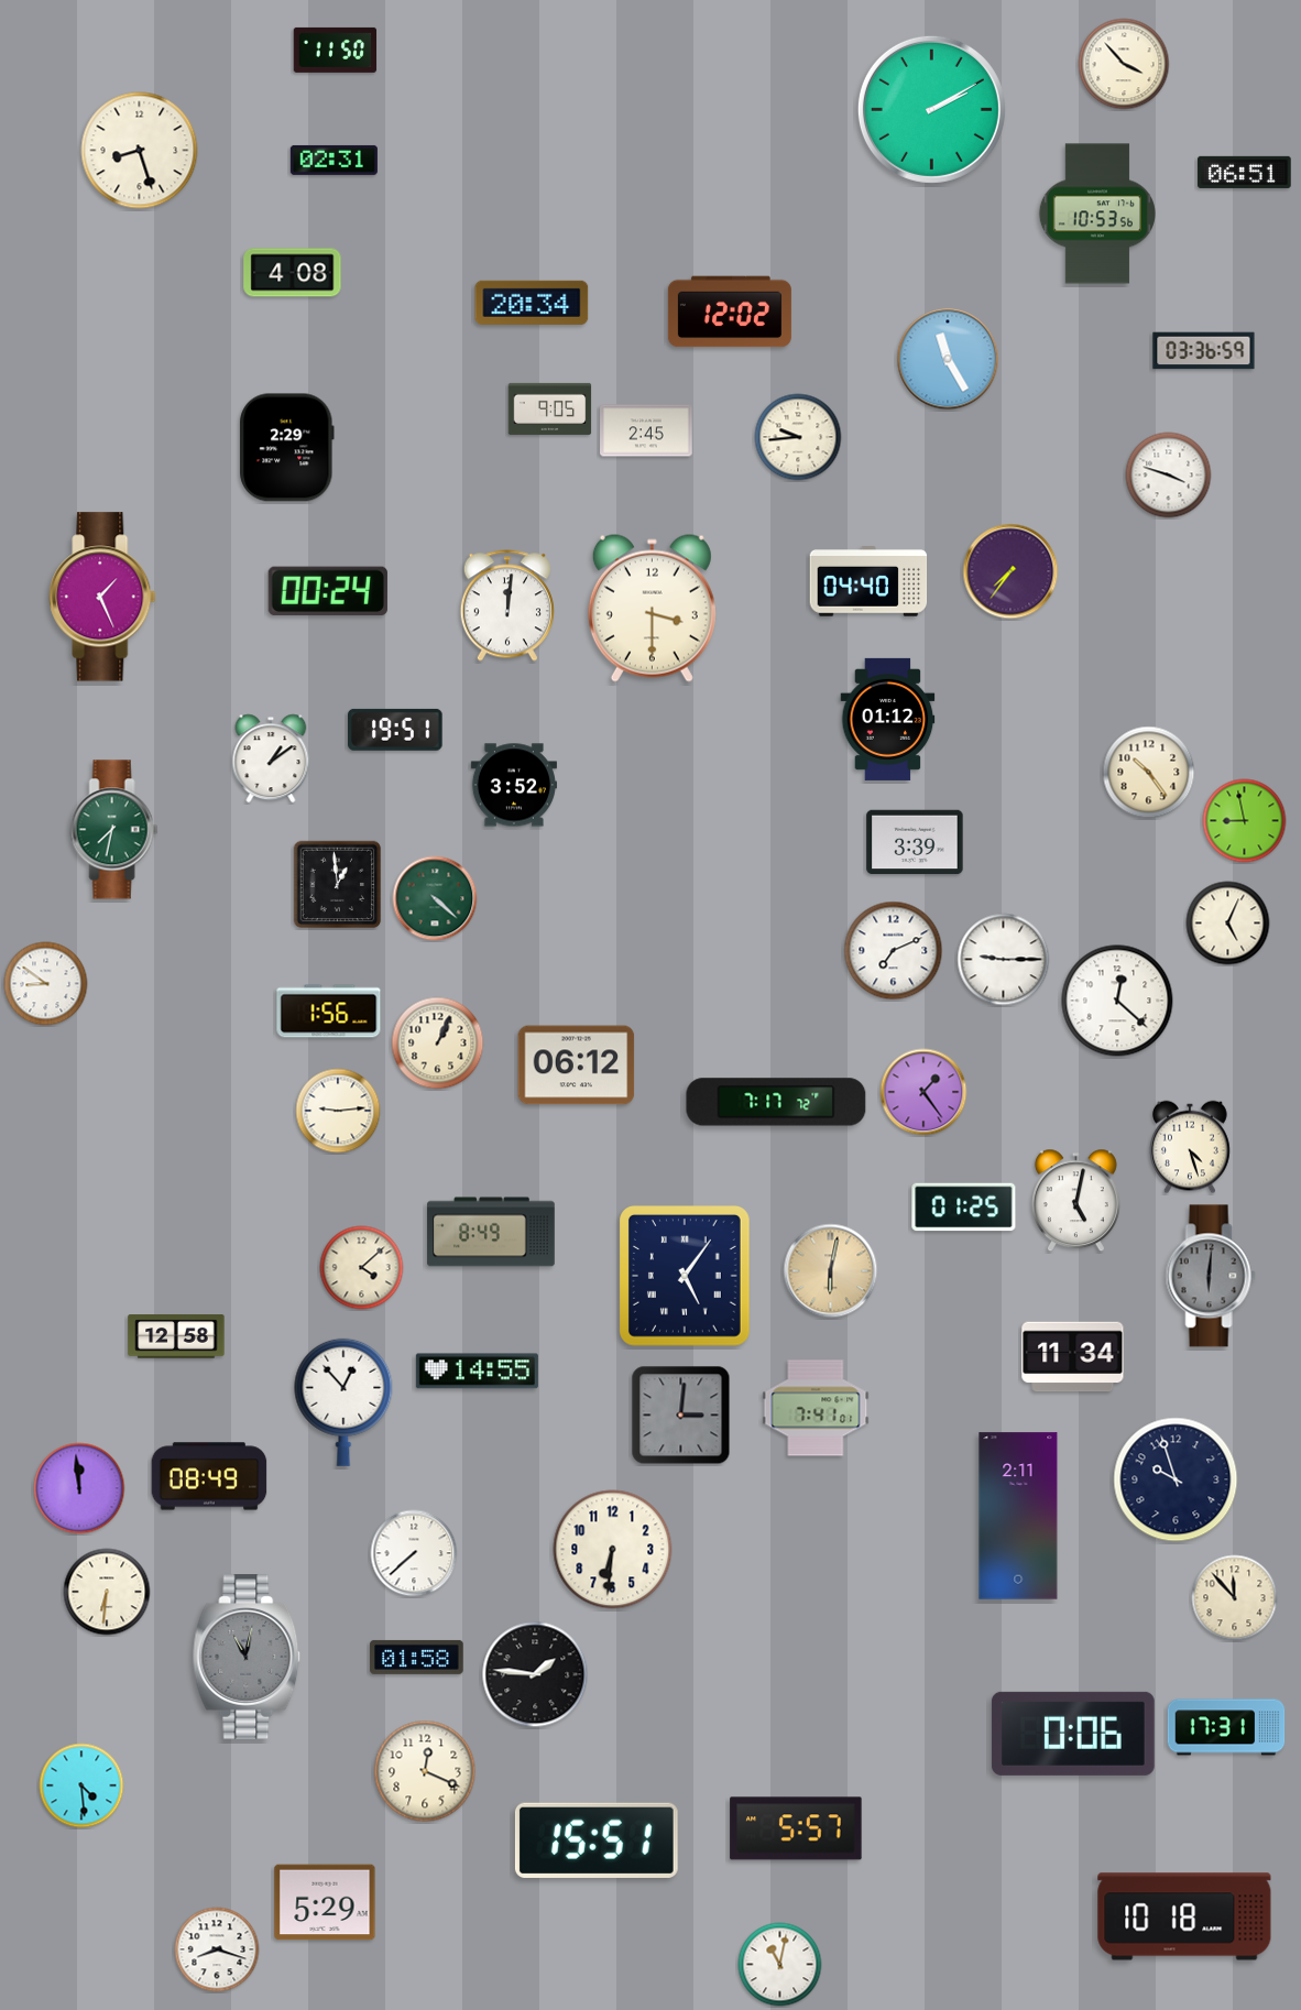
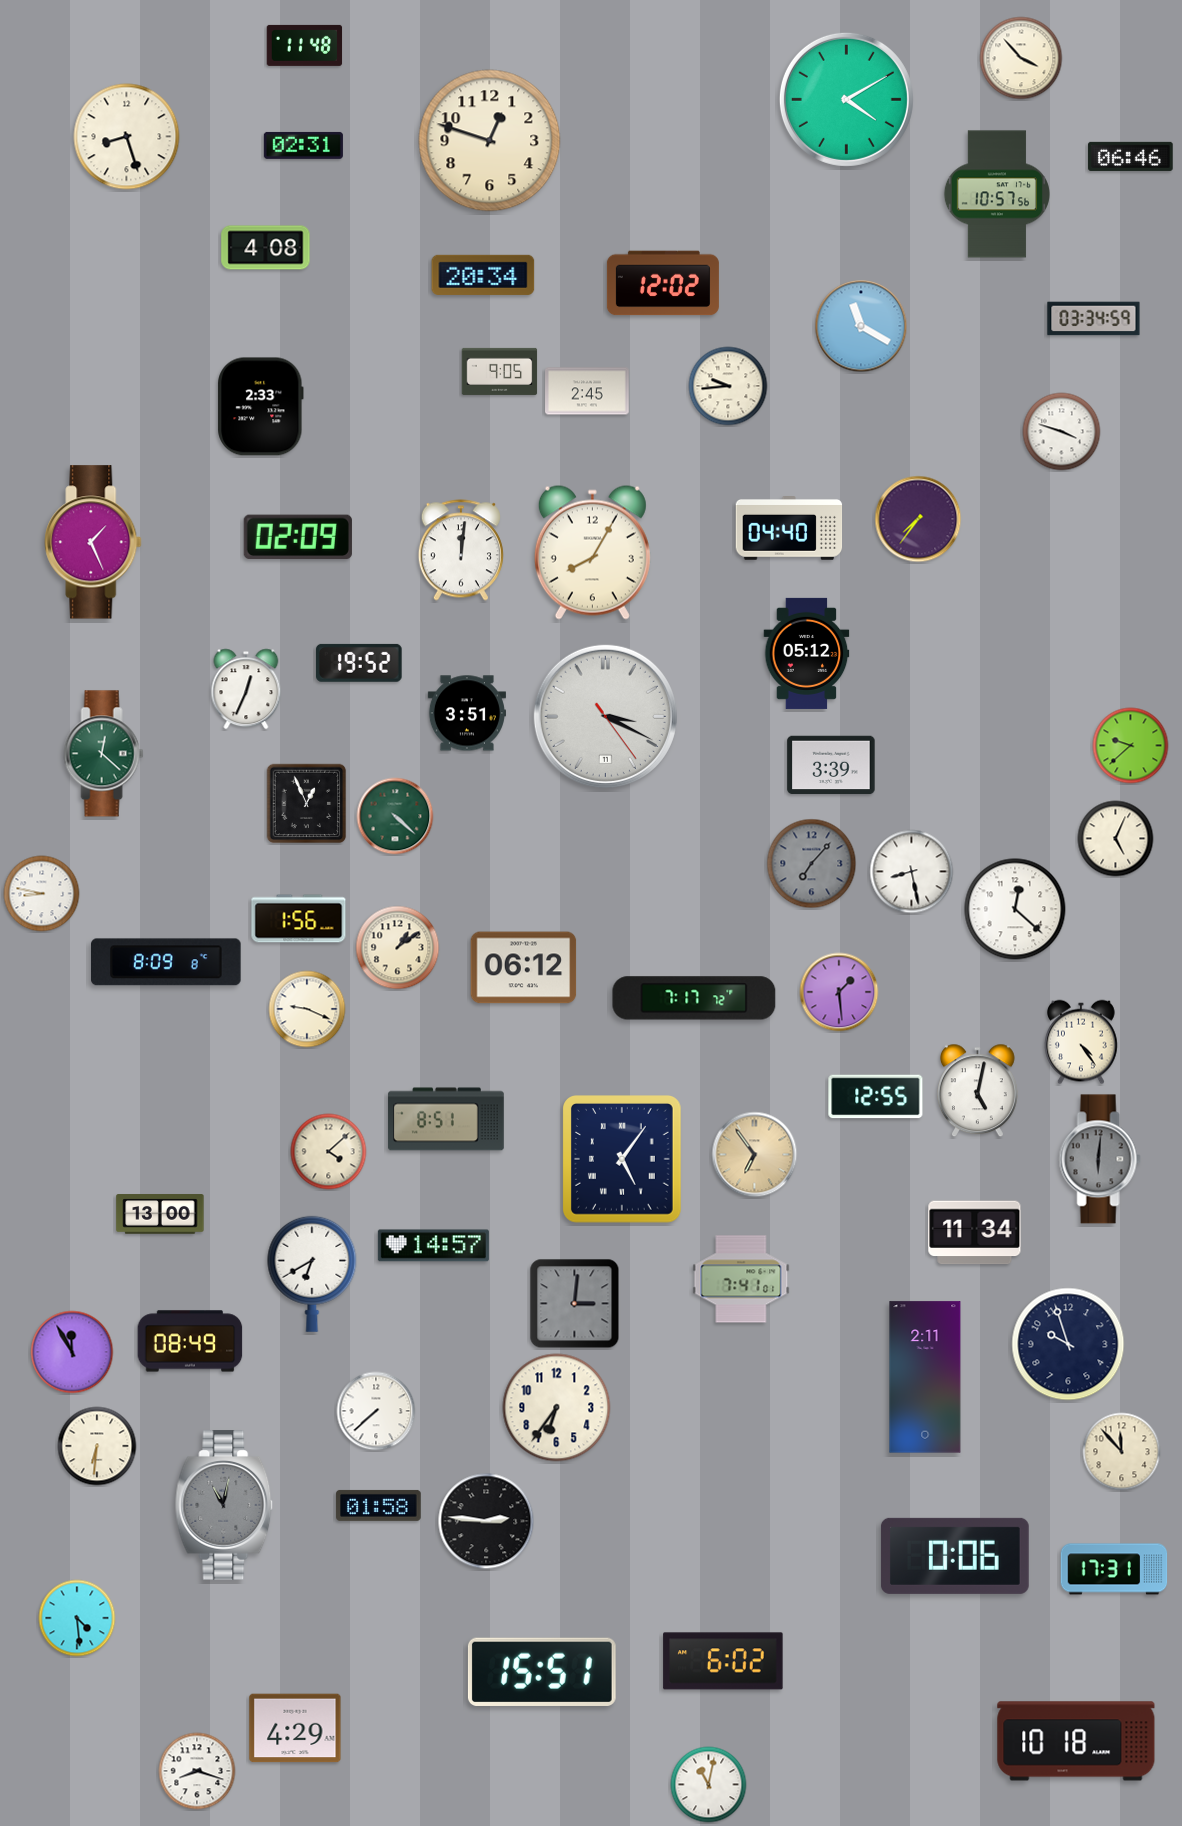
clock at (336, 50): 11:50 -> 11:48
clock at (931, 109): 2:10 -> 4:10
clock at (490, 141): none -> 12:48
clock at (1245, 172): 06:51 -> 06:46
clock at (1097, 214): 10:53 -> 10:57
clock at (1204, 351): 03:36 -> 03:34
clock at (948, 359): 11:25 -> 11:20
clock at (798, 437) position: (798, 437) -> (728, 386)
clock at (287, 448): 2:29 -> 2:33
clock at (328, 591): 00:24 -> 02:09
clock at (652, 608): 3:30 -> 8:05
clock at (888, 719): 01:12 -> 05:12
clock at (395, 730): 19:51 -> 19:52
clock at (271, 758): 1:09 -> 12:34
clock at (1149, 773): 10:24 -> none
clock at (514, 785): 3:52 -> 3:51
clock at (605, 716): none -> 3:19
clock at (1245, 821): 8:58 -> 9:38
clock at (114, 830): 7:32 -> 12:22
clock at (338, 885): 12:59 -> 12:56
clock at (894, 951): 7:11 -> 7:07
clock at (894, 951) dial: white -> grey
clock at (1004, 960): 9:15 -> 8:28
clock at (46, 984): 8:51 -> 8:47
clock at (438, 1044): 1:04 -> 1:09
clock at (167, 962): none -> 8:09
clock at (923, 1092): 1:24 -> 1:29
clock at (776, 1102) position: (776, 1102) -> (694, 998)
clock at (338, 1111): 9:14 -> 9:19
clock at (1191, 1147): 4:27 -> 4:24
clock at (964, 1208): 01:25 -> 12:55
clock at (491, 1232): 8:49 -> 8:51
clock at (831, 1271): 6:02 -> 6:54
clock at (176, 1336): 12:58 -> 13:00
clock at (477, 1372): 14:55 -> 14:57
clock at (343, 1402): 12:53 -> 6:40
clock at (681, 1416) position: (681, 1416) -> (575, 1304)
clock at (79, 1488): 11:59 -> 11:55
clock at (613, 1550): 6:31 -> 6:36
clock at (535, 1674): 1:46 -> 2:46
clock at (1073, 1734) position: (1073, 1734) -> (955, 1556)
clock at (425, 1771): 12:19 -> none
clock at (81, 1785) position: (81, 1785) -> (77, 1618)
clock at (796, 1828): 5:57 -> 6:02
clock at (325, 1902): 5:29 -> 4:29
